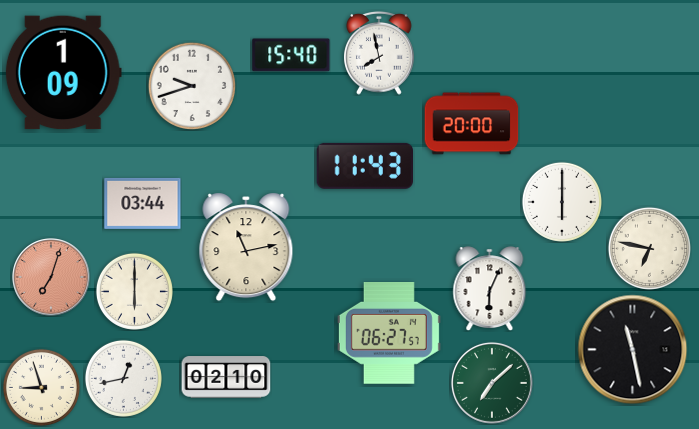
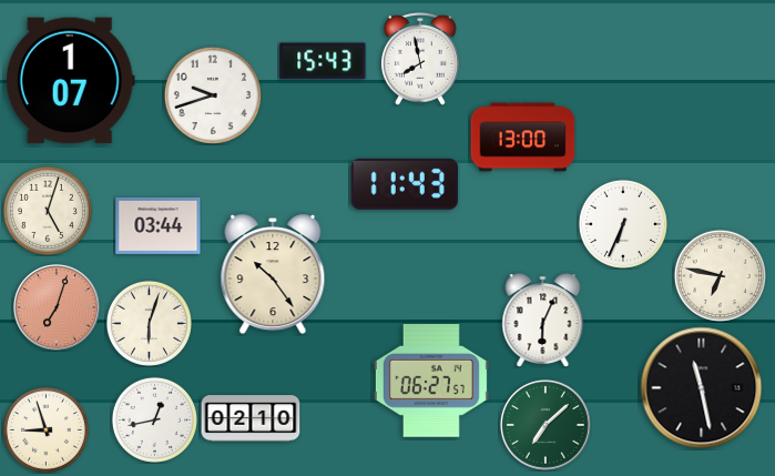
clock at (291, 55): 15:40 -> 15:43
clock at (63, 73): 1:09 -> 1:07
clock at (472, 124): 20:00 -> 13:00
clock at (48, 211): none -> 5:03
clock at (562, 202): 6:00 -> 6:34
clock at (246, 247): 11:13 -> 10:24
clock at (134, 291): 6:00 -> 6:03
clock at (389, 334) position: (389, 334) -> (431, 382)
clock at (123, 378) position: (123, 378) -> (154, 419)
